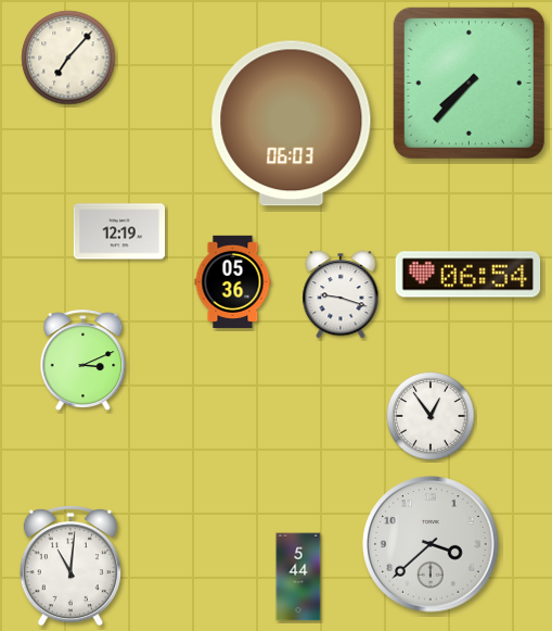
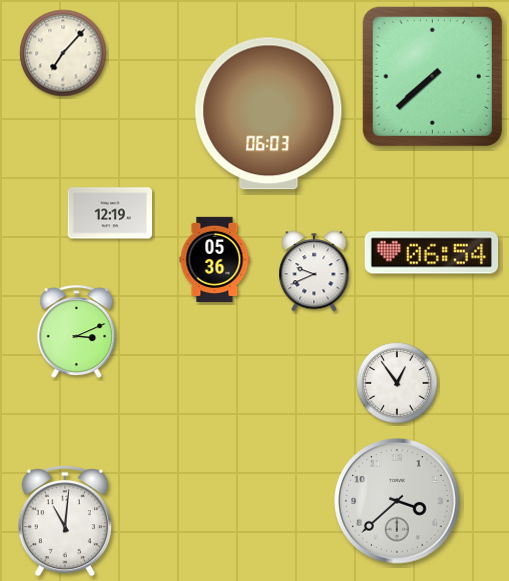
clock at (468, 83): 7:37 -> 7:38
clock at (341, 294): 9:18 -> 9:41
clock at (298, 577): 5:44 -> none
